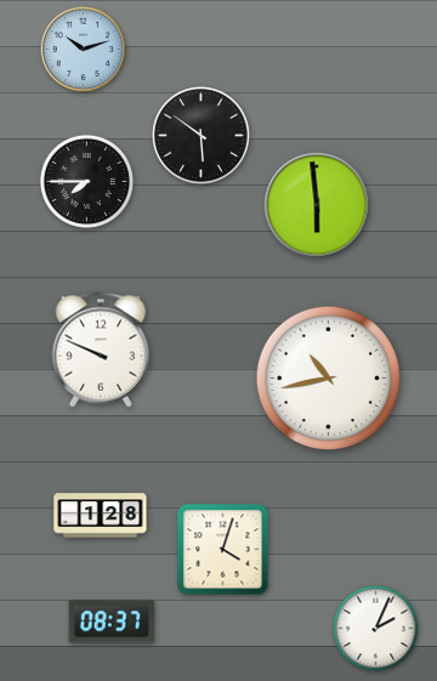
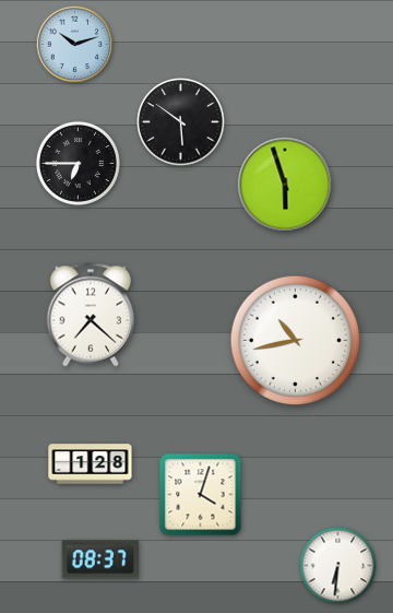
clock at (86, 181): 7:45 -> 6:45
clock at (317, 205): 5:59 -> 5:57
clock at (101, 350): 9:49 -> 7:22
clock at (376, 629): 2:04 -> 6:31
